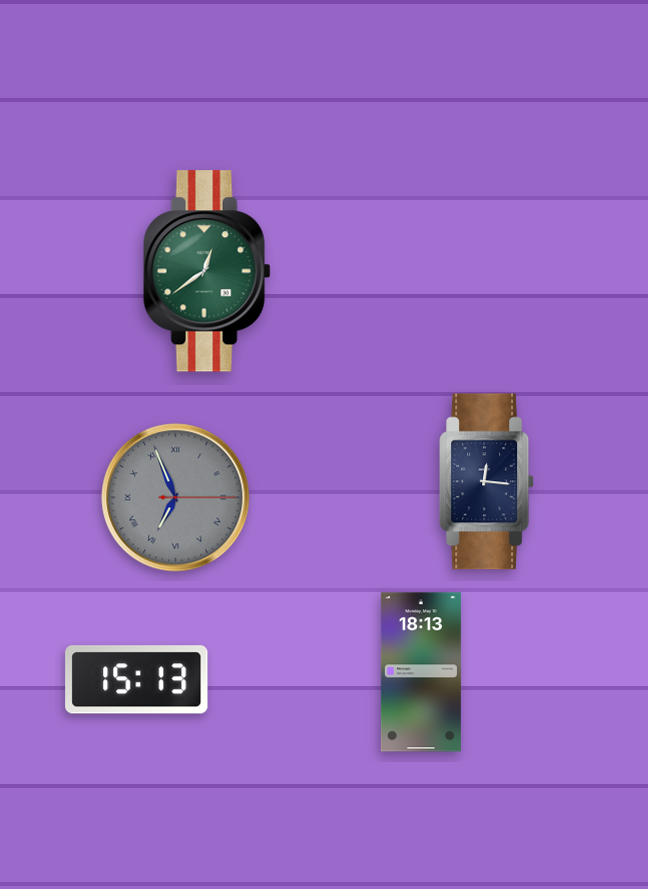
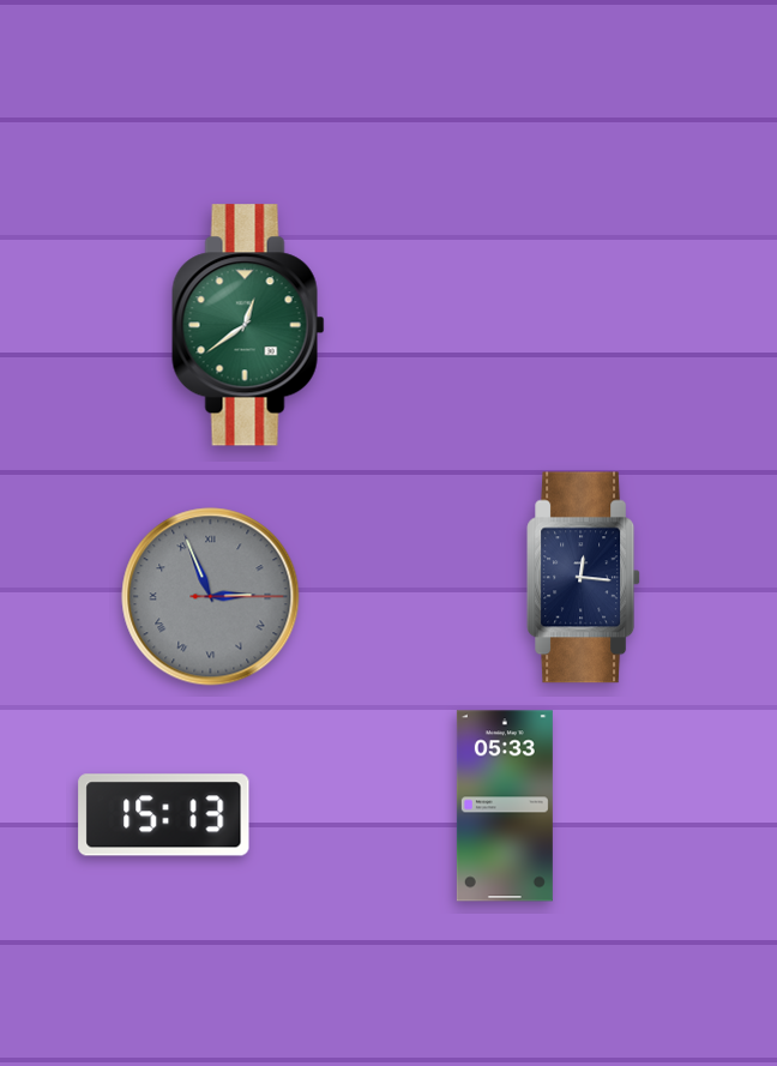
clock at (176, 498): 6:56 -> 2:56
clock at (421, 672): 18:13 -> 05:33
